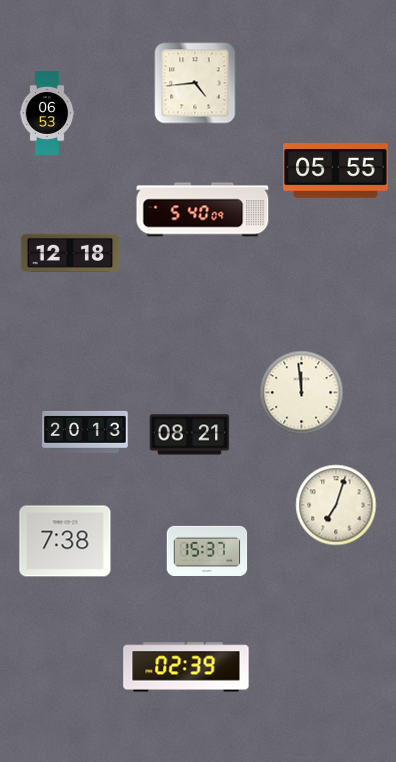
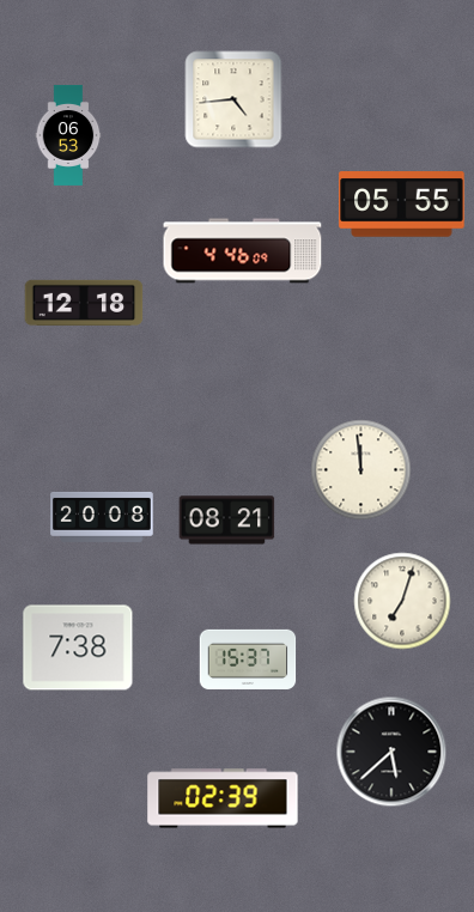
clock at (47, 113) position: (47, 113) -> (68, 135)
clock at (203, 210): 5:40 -> 4:46
clock at (85, 432): 20:13 -> 20:08
clock at (336, 505) position: (336, 505) -> (402, 601)
clock at (391, 752): none -> 5:38
